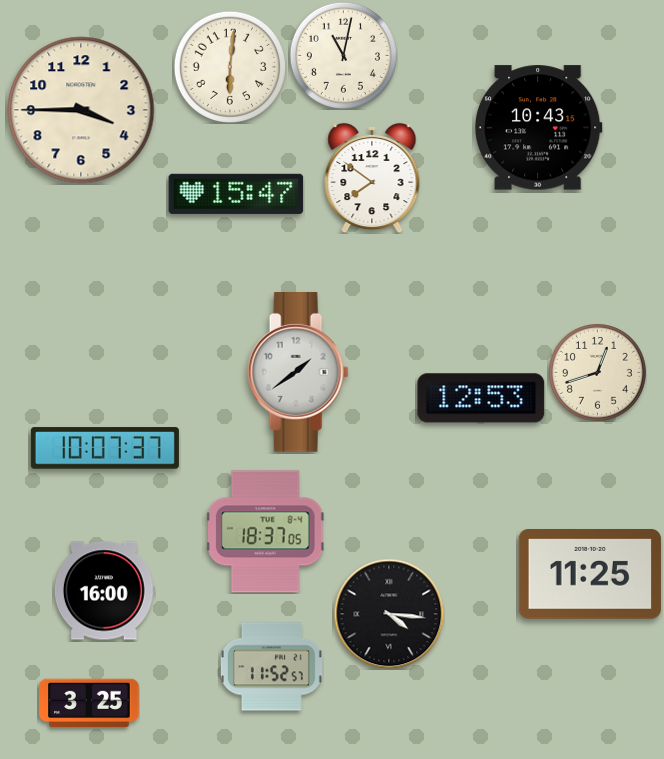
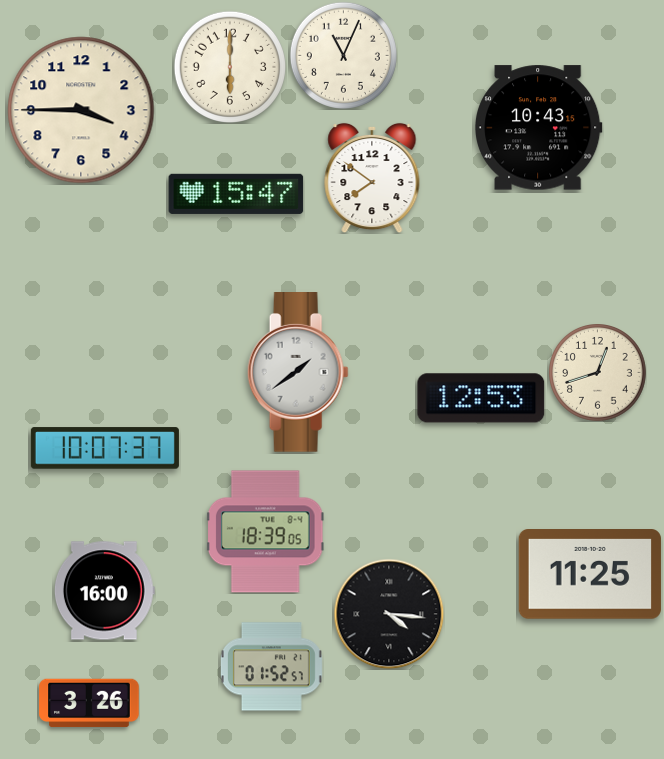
clock at (343, 55): 11:02 -> 11:04
clock at (229, 66): 6:01 -> 6:00
clock at (265, 532): 18:37 -> 18:39
clock at (271, 667): 11:52 -> 01:52
clock at (89, 703): 3:25 -> 3:26
